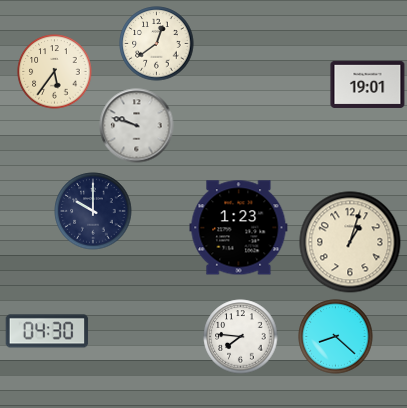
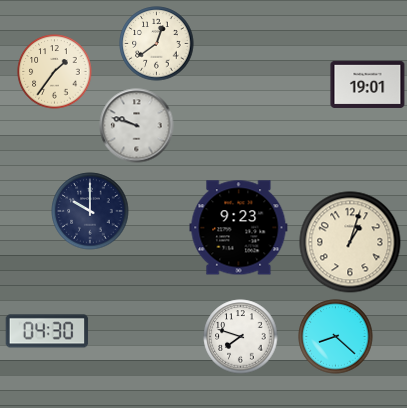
clock at (55, 72): 5:36 -> 1:36
clock at (93, 211) position: (93, 211) -> (90, 211)
clock at (239, 228): 1:23 -> 9:23
clock at (241, 337): 7:46 -> 7:48
